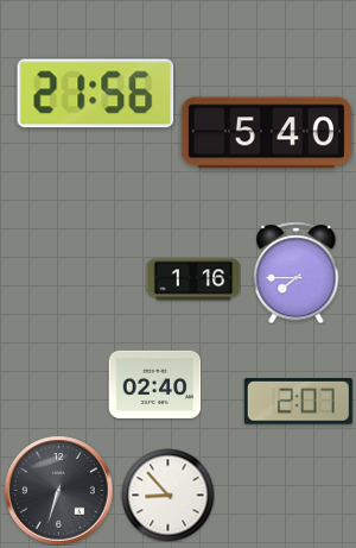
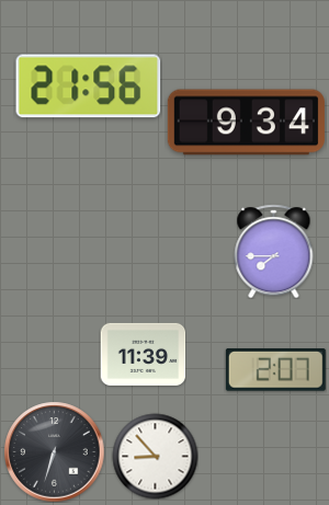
clock at (266, 133): 5:40 -> 9:34
clock at (193, 279): 1:16 -> none
clock at (154, 384): 02:40 -> 11:39
